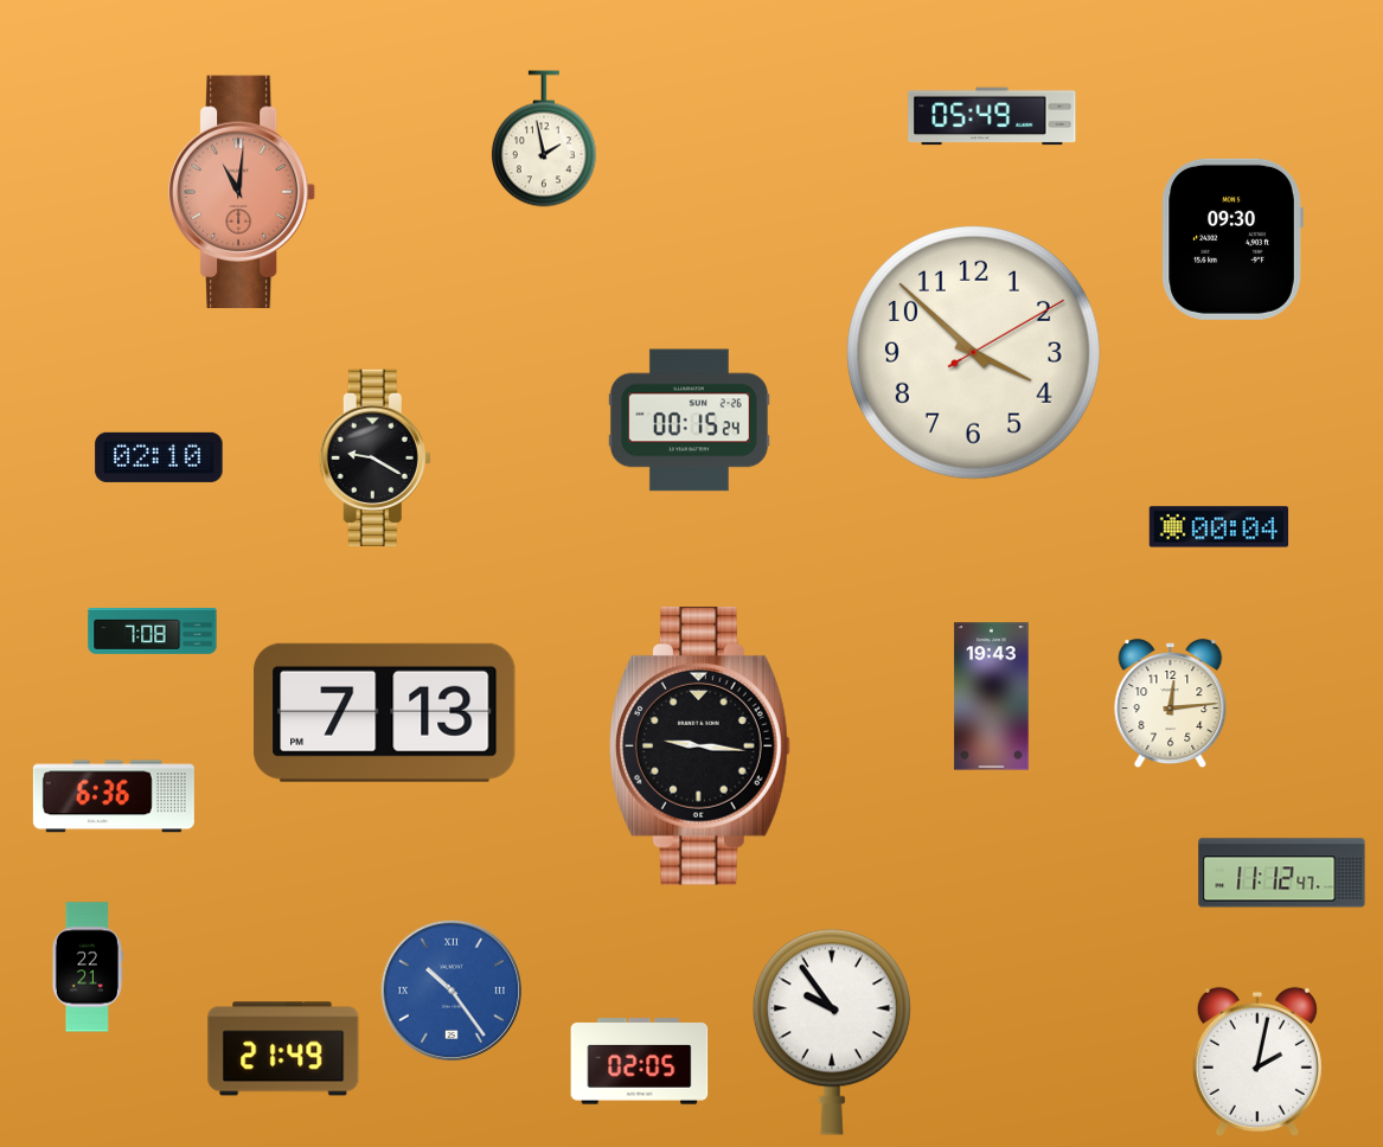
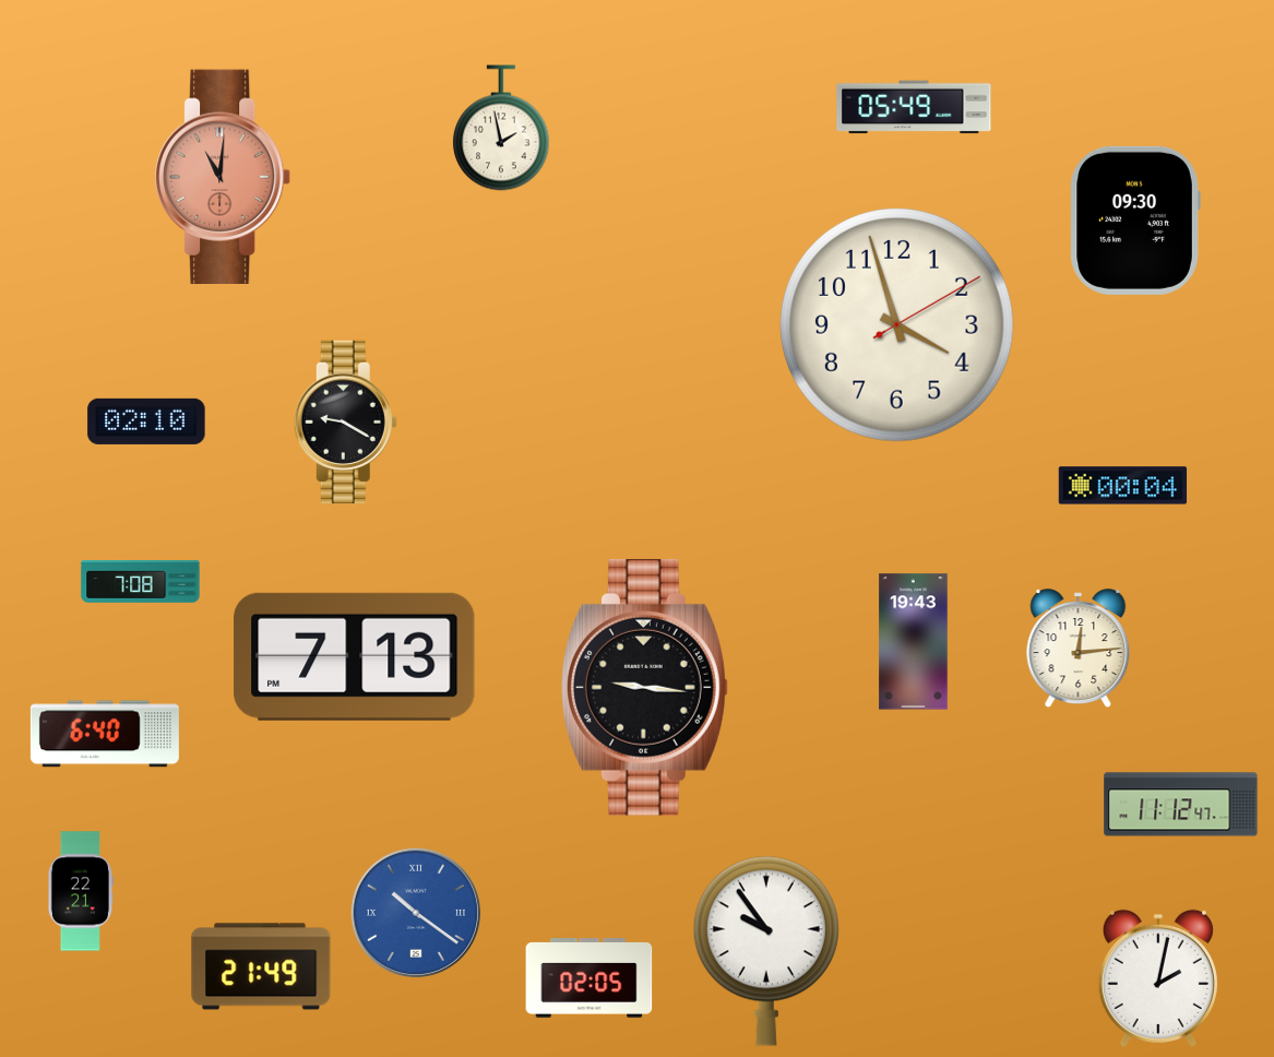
clock at (974, 353): 3:52 -> 3:57
clock at (689, 421): 00:15 -> none
clock at (114, 796): 6:36 -> 6:40
clock at (452, 991): 10:24 -> 10:21
